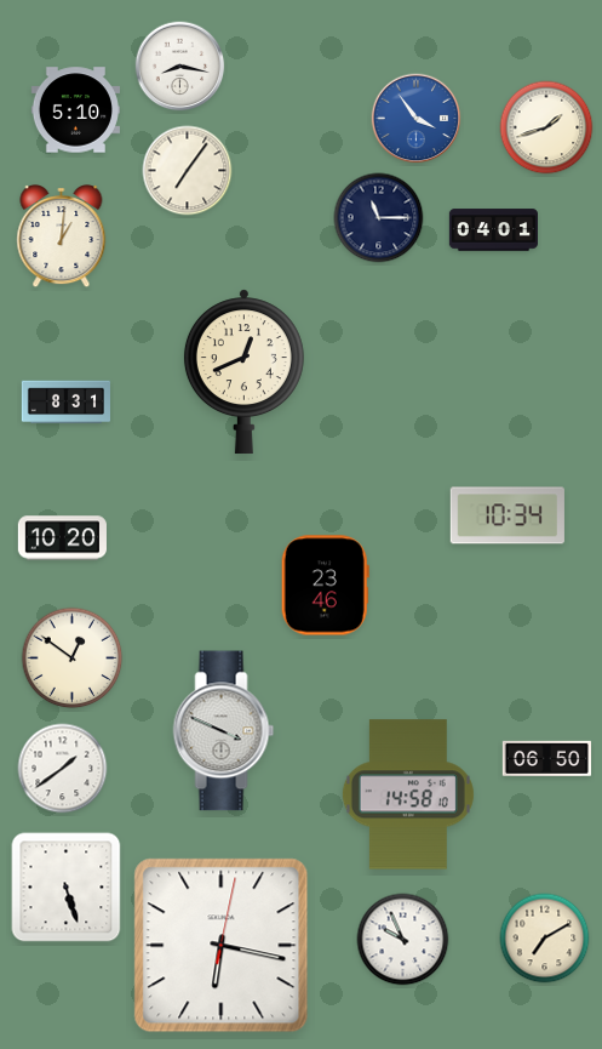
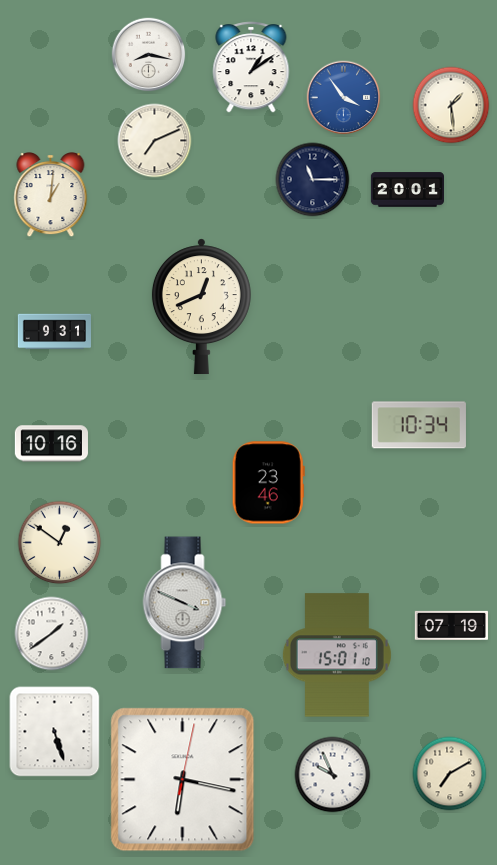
clock at (251, 67): none -> 1:09
clock at (75, 110): 5:10 -> none
clock at (546, 127): 1:42 -> 1:29
clock at (188, 171): 7:06 -> 7:11
clock at (493, 230): 04:01 -> 20:01
clock at (65, 403): 8:31 -> 9:31
clock at (62, 538): 10:20 -> 10:16
clock at (546, 758): 06:50 -> 07:19
clock at (408, 794): 14:58 -> 15:01
